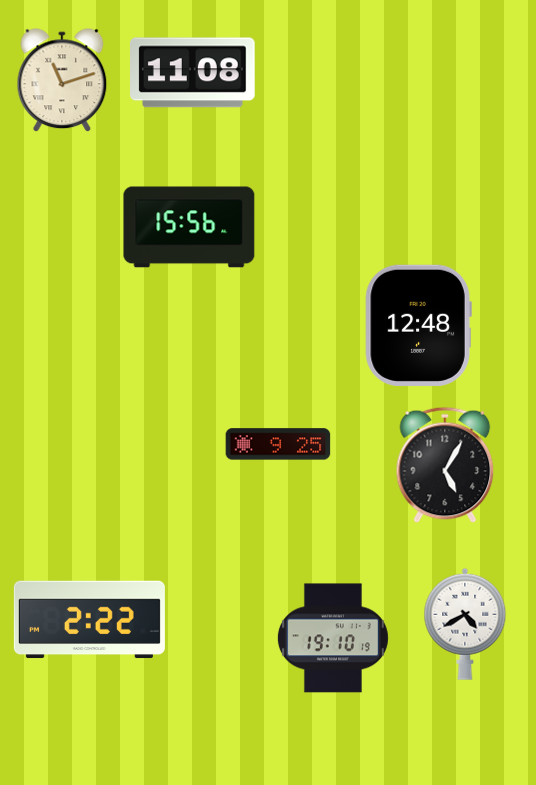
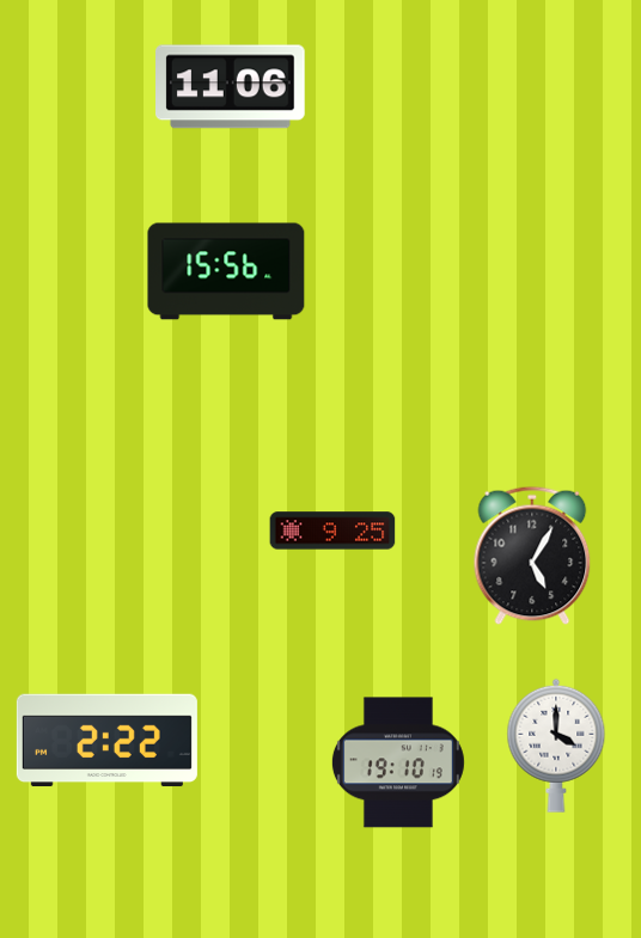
clock at (193, 73): 11:08 -> 11:06
clock at (62, 81): 11:12 -> none
clock at (418, 325): 12:48 -> none
clock at (465, 624): 4:40 -> 4:00
